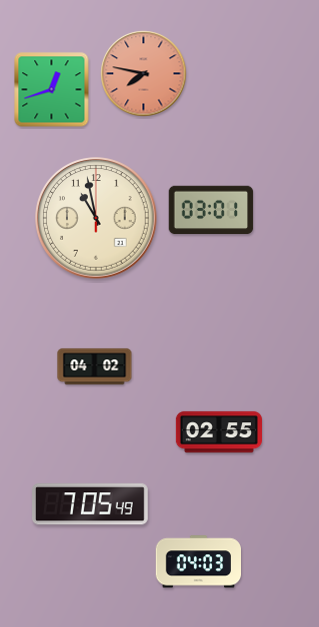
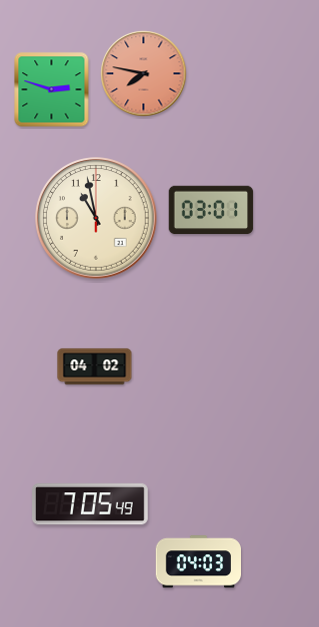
clock at (52, 90): 12:42 -> 2:48
clock at (218, 432): 02:55 -> none
